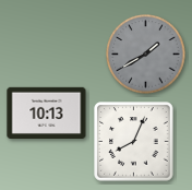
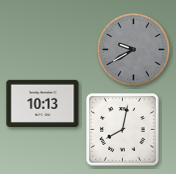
clock at (146, 55): 1:40 -> 9:40
clock at (134, 142): 8:04 -> 8:02
